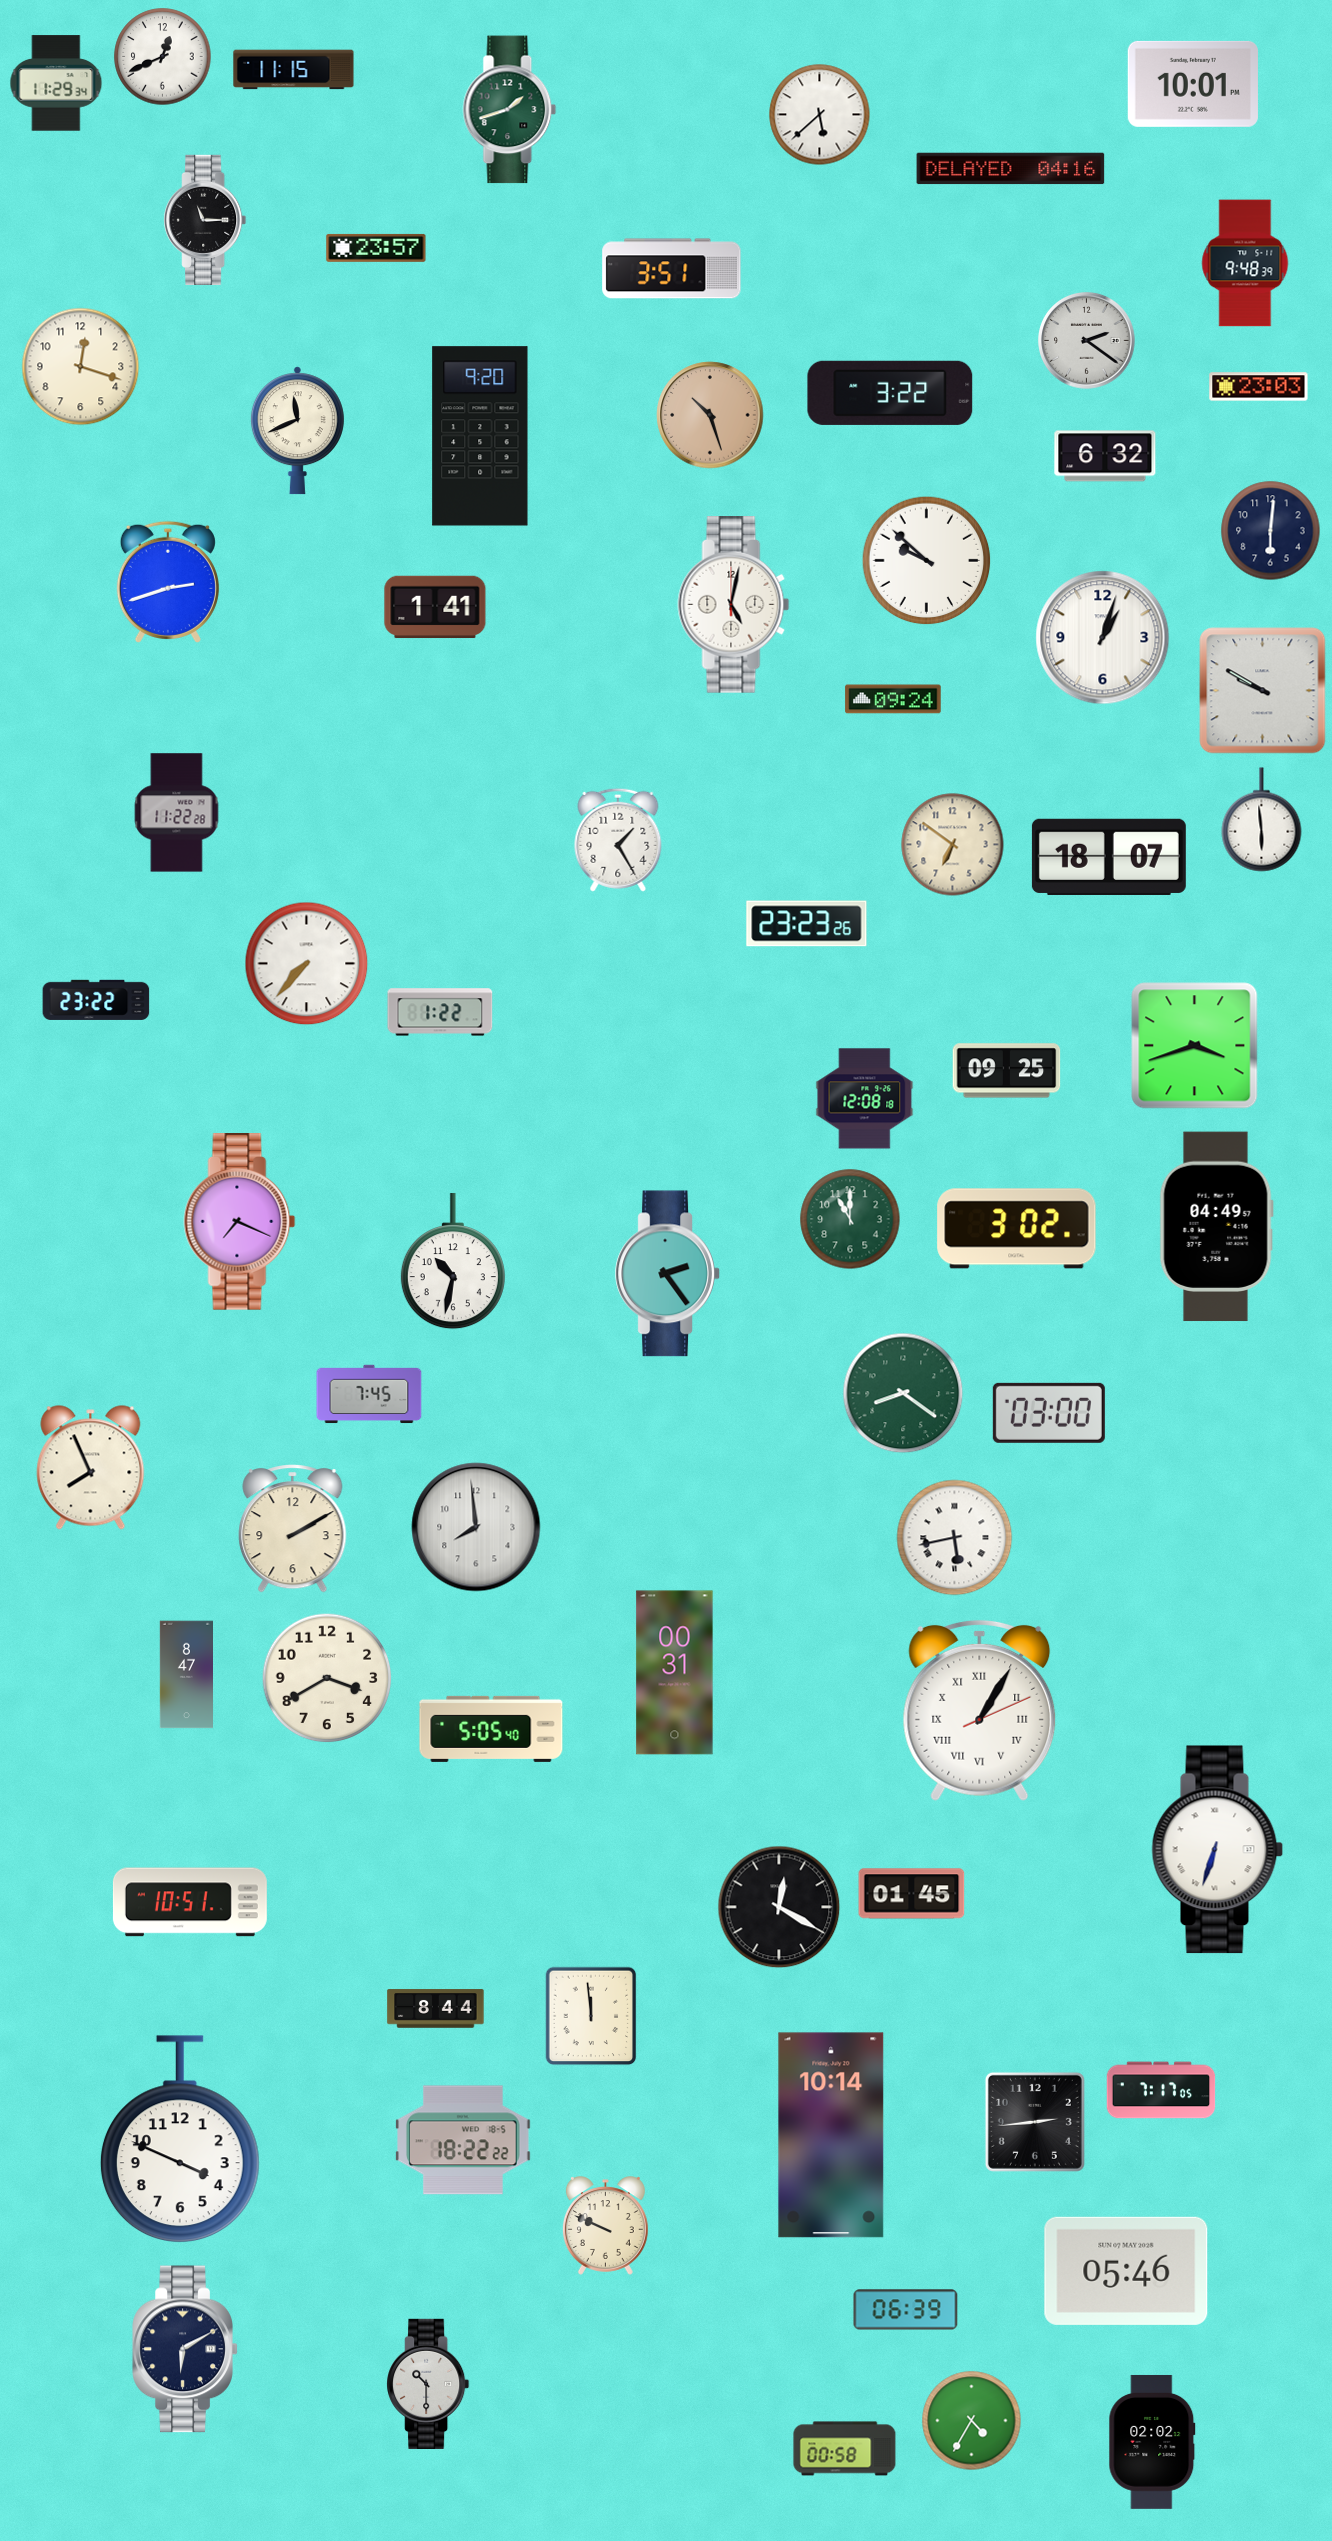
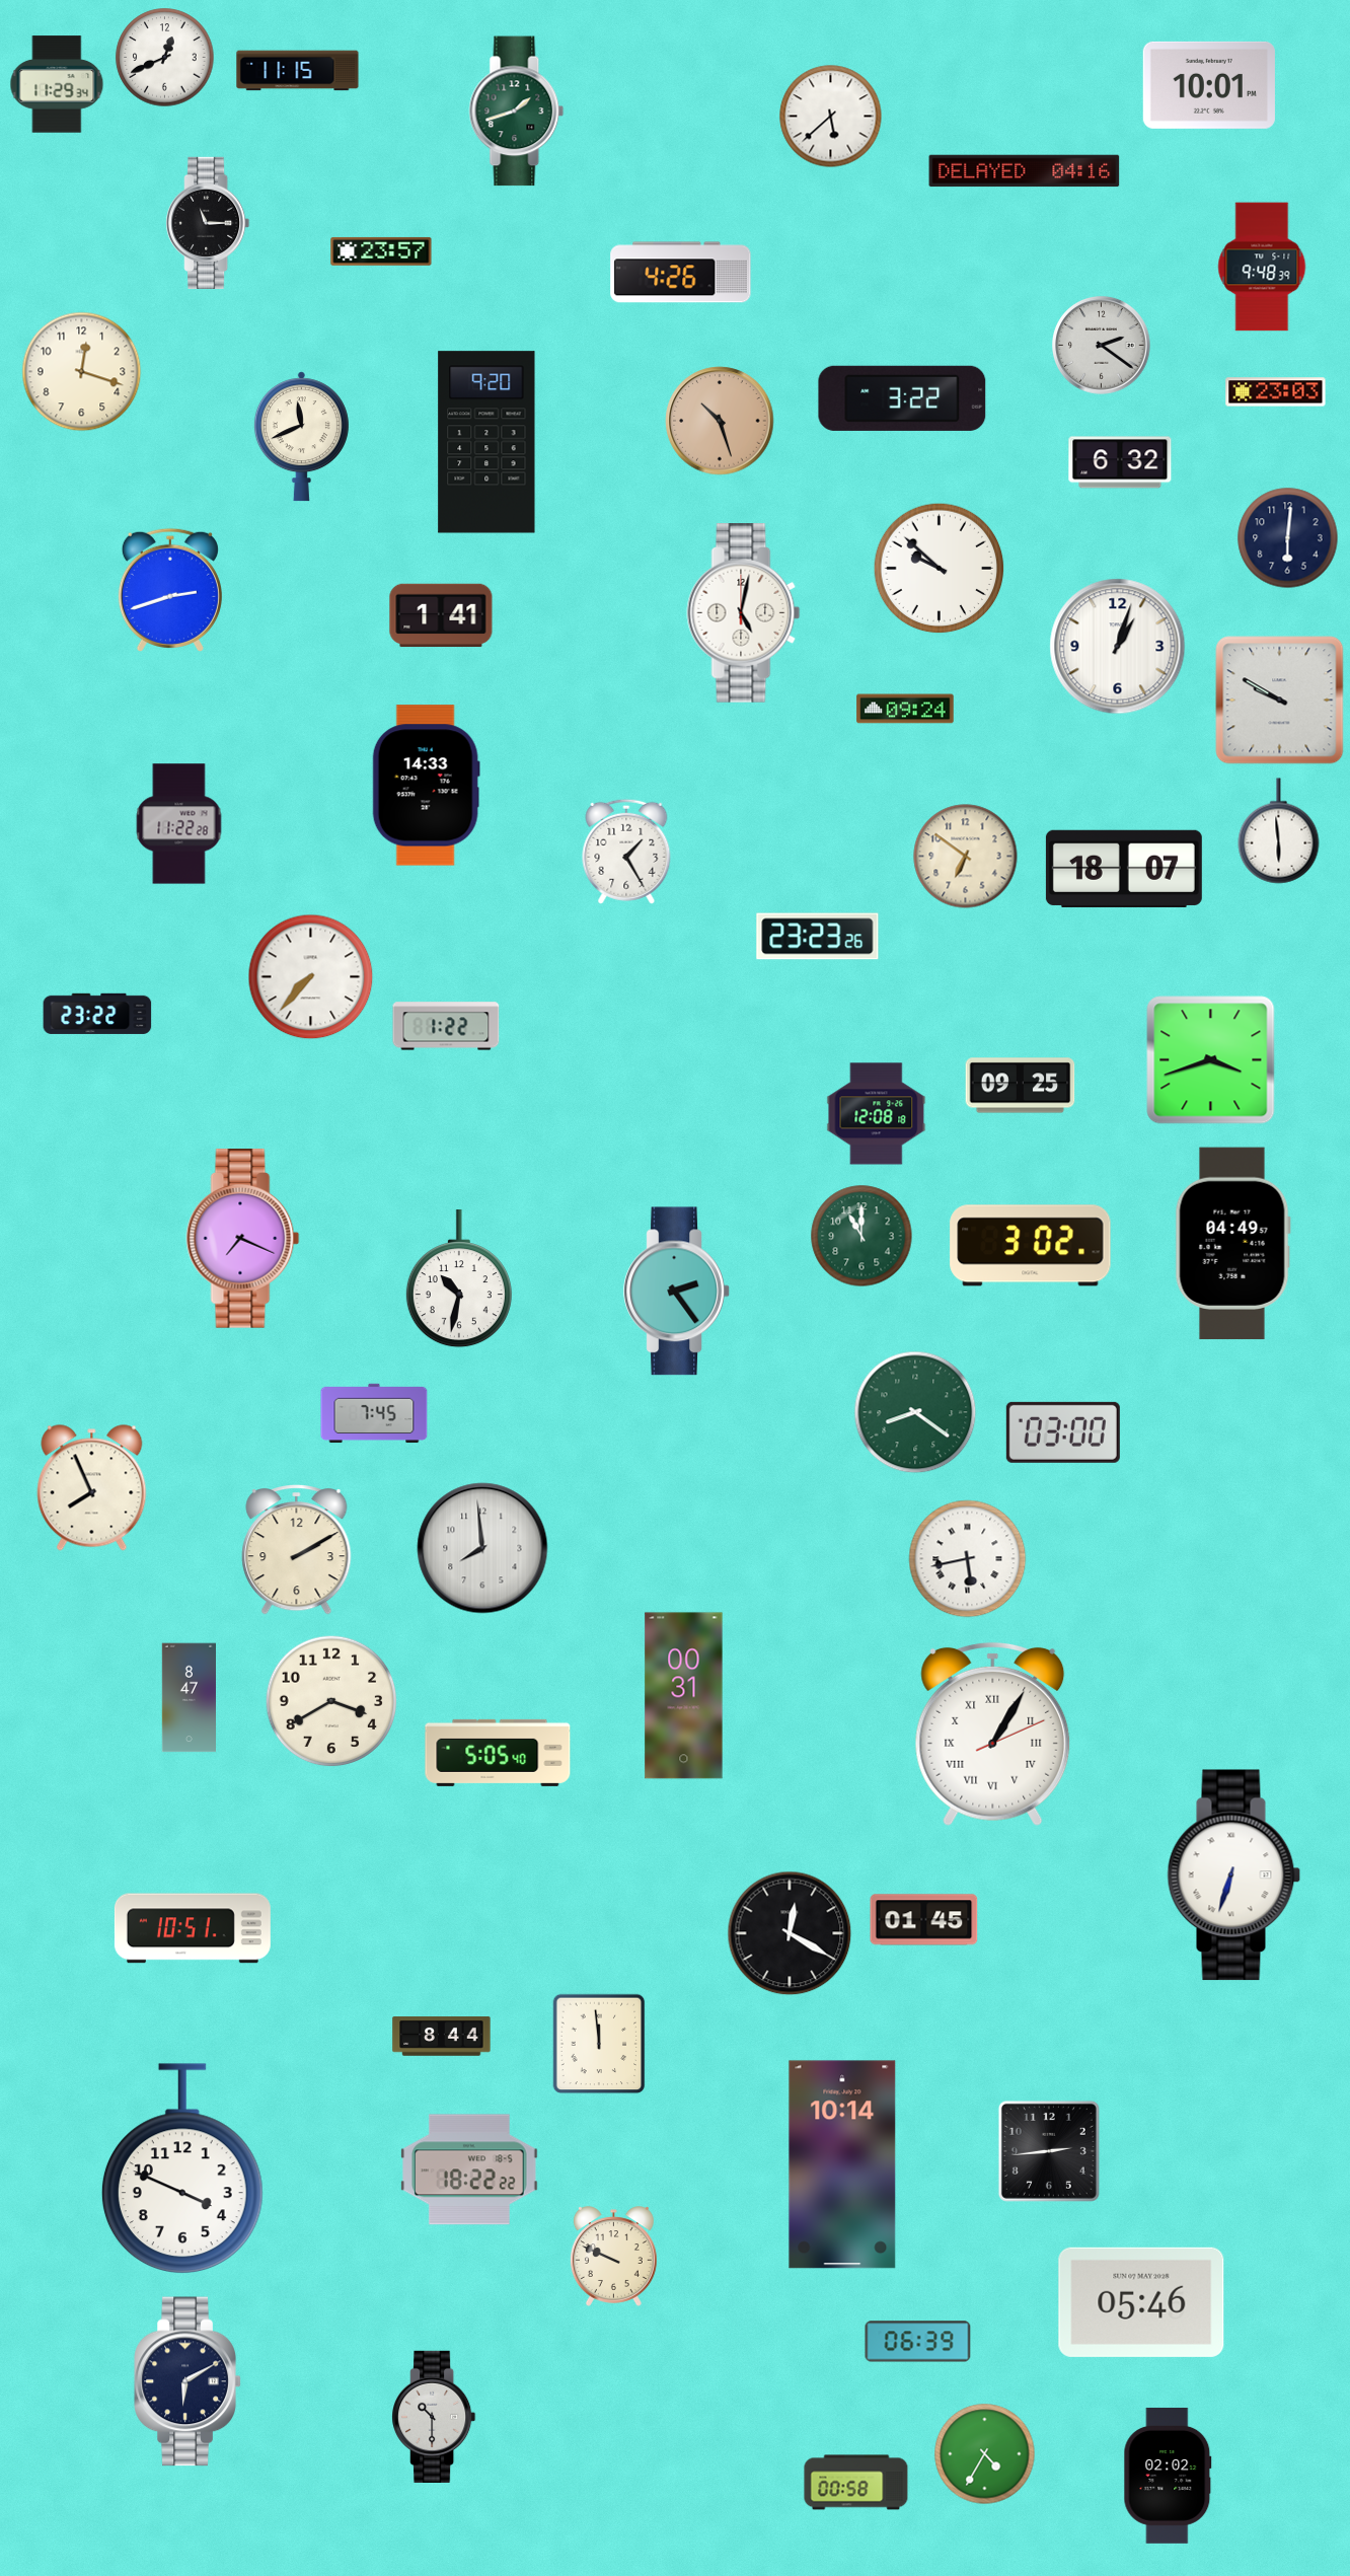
clock at (672, 269): 3:51 -> 4:26
clock at (426, 786): none -> 14:33
clock at (1161, 2090): 7:17 -> none
